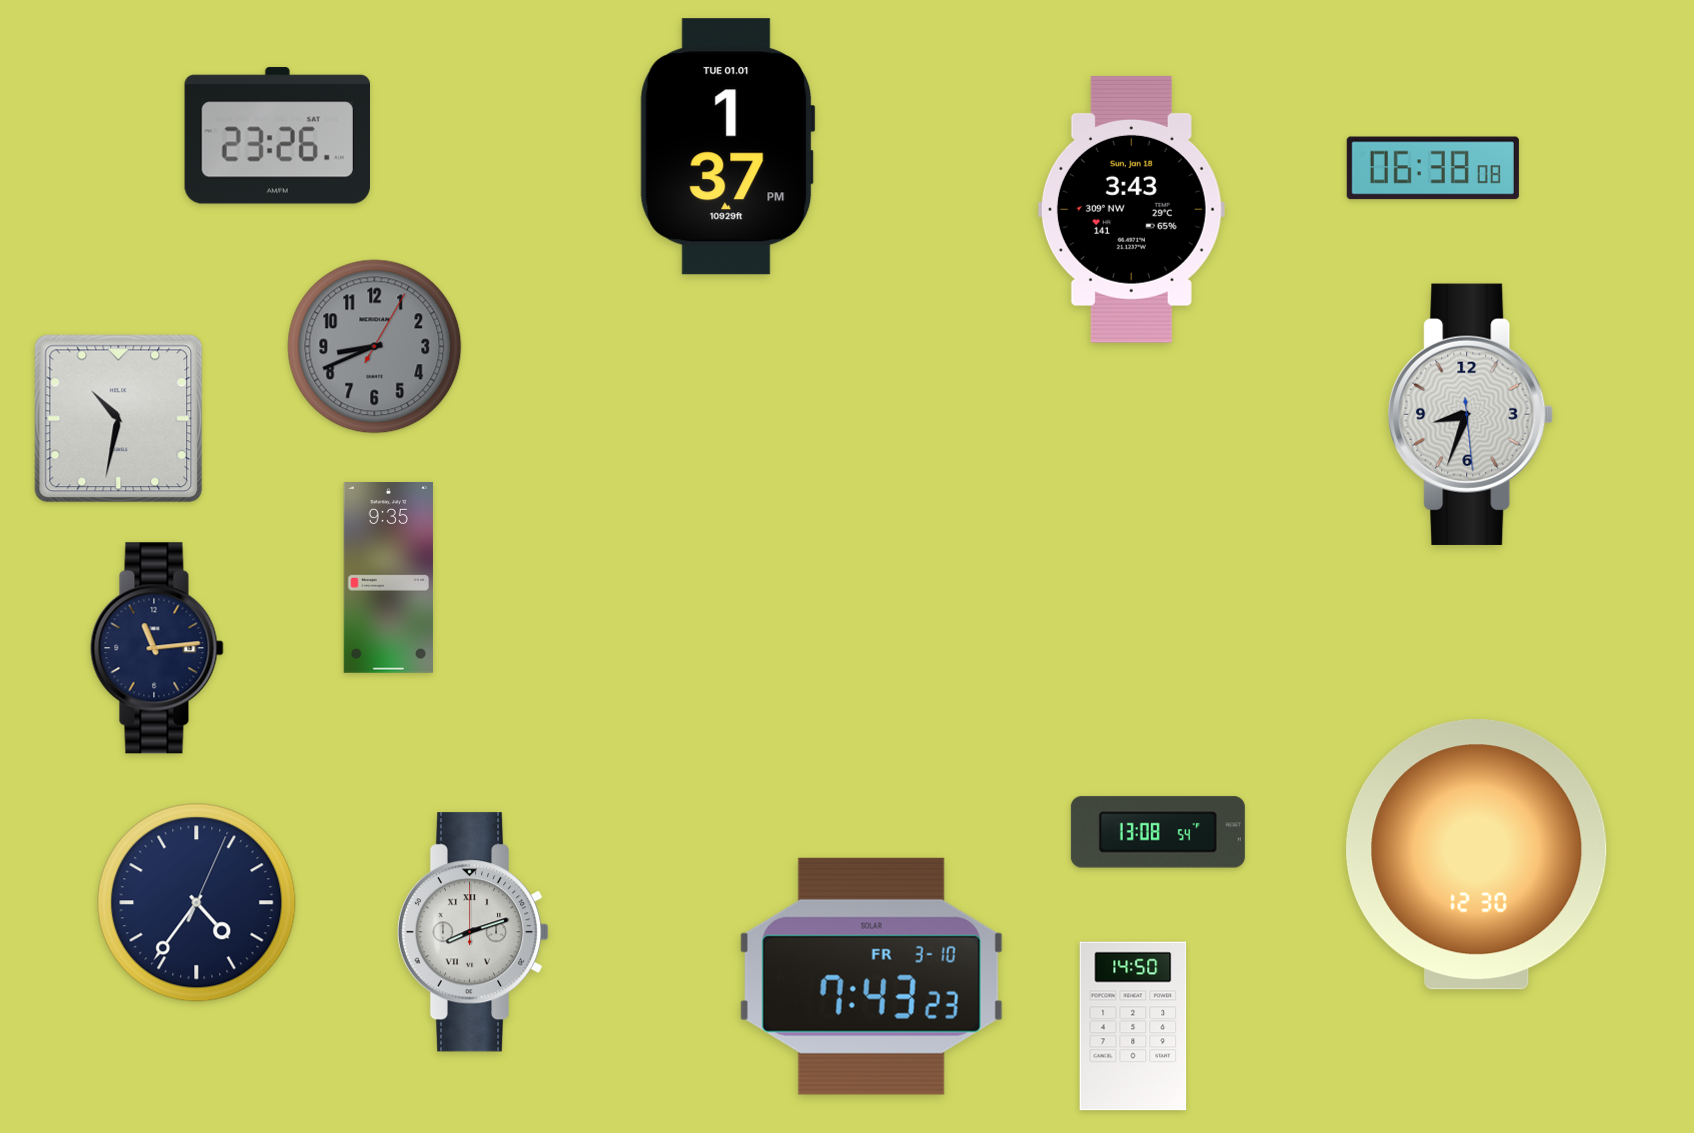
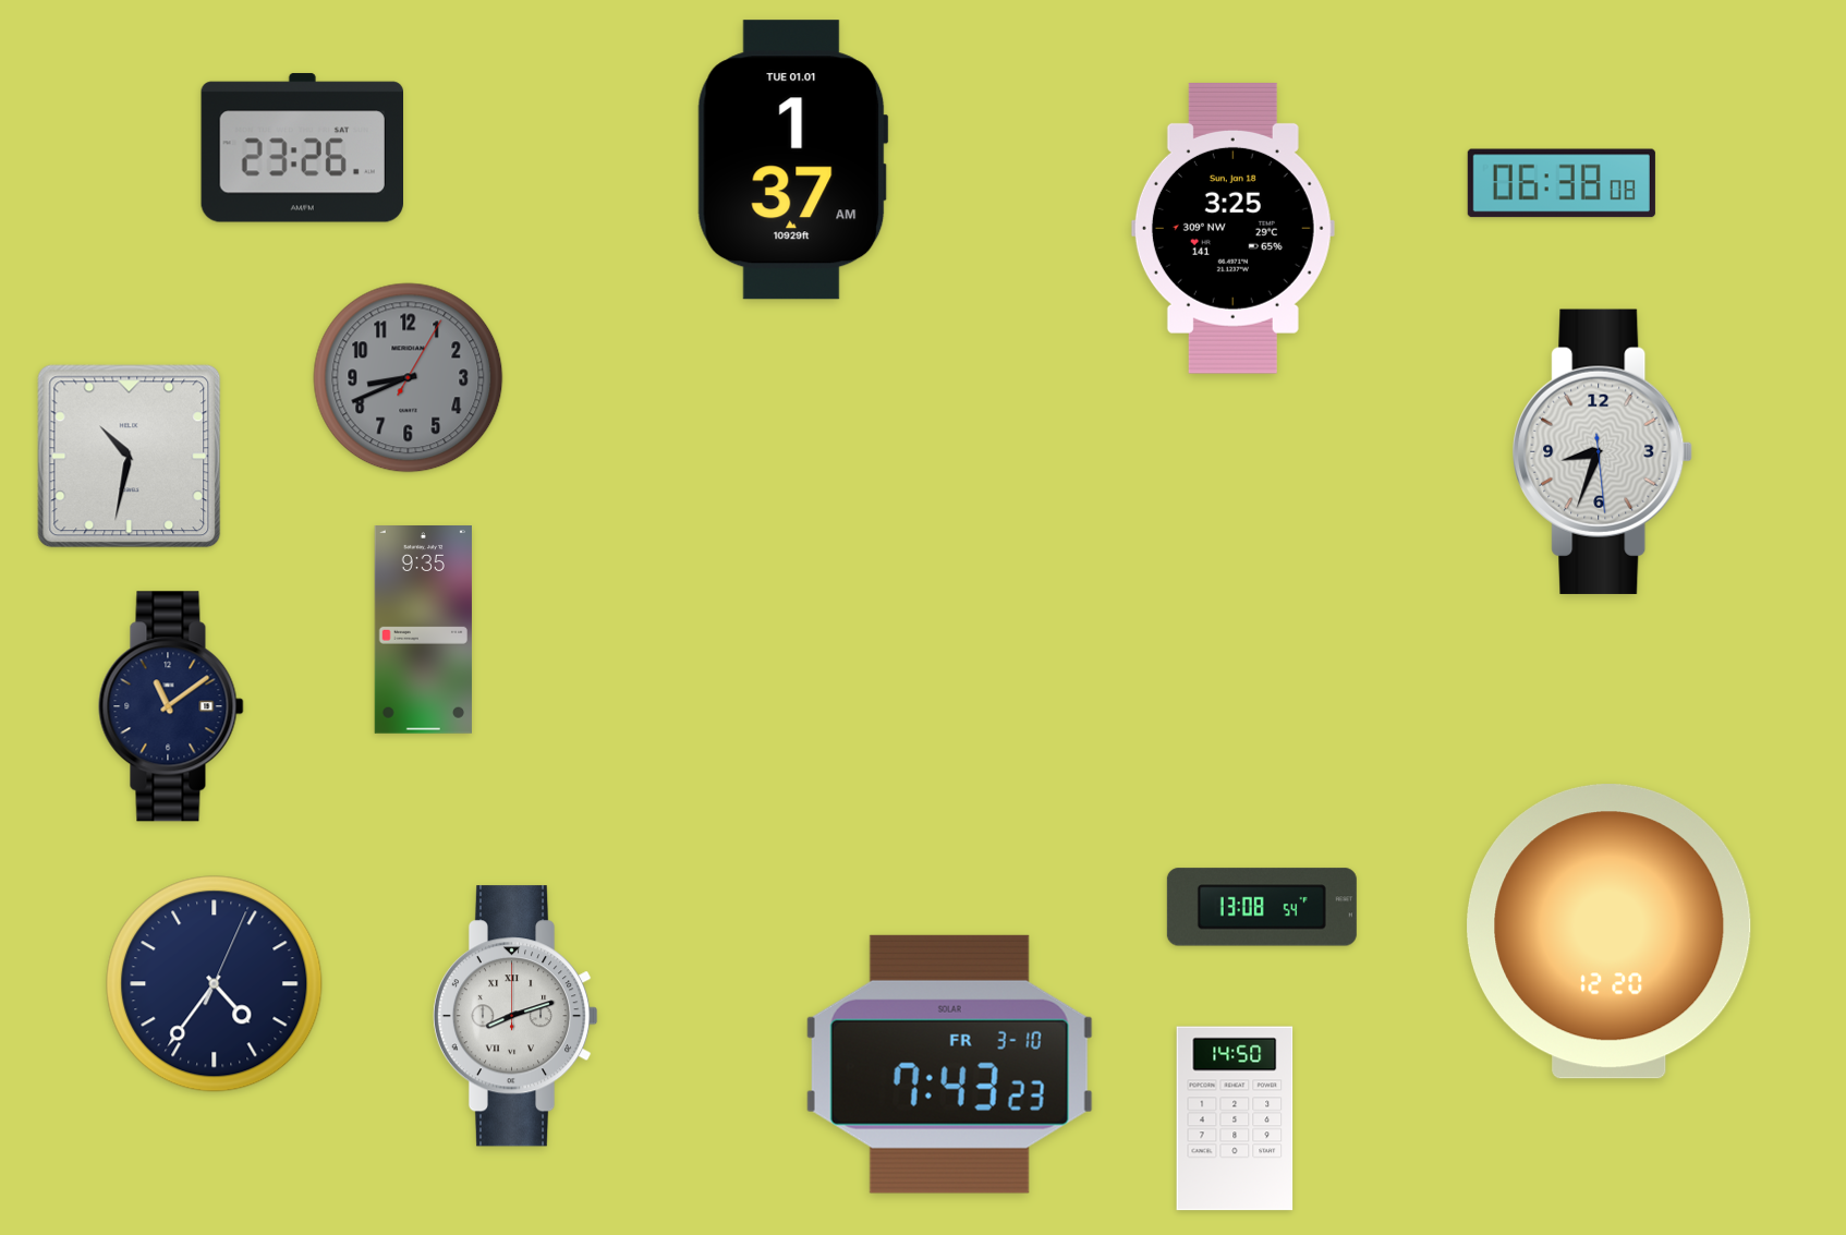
clock at (727, 147): 1:37 PM -> 1:37 AM
clock at (1131, 209): 3:43 -> 3:25
clock at (157, 648): 11:14 -> 11:09
clock at (1477, 855): 12:30 -> 12:20
